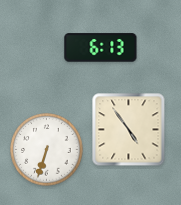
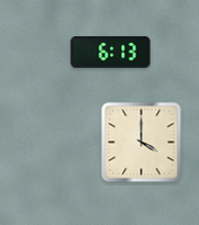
clock at (129, 130): 4:54 -> 4:00
clock at (47, 150): 6:33 -> none
